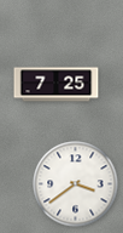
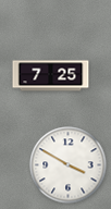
clock at (76, 184): 3:39 -> 3:50
